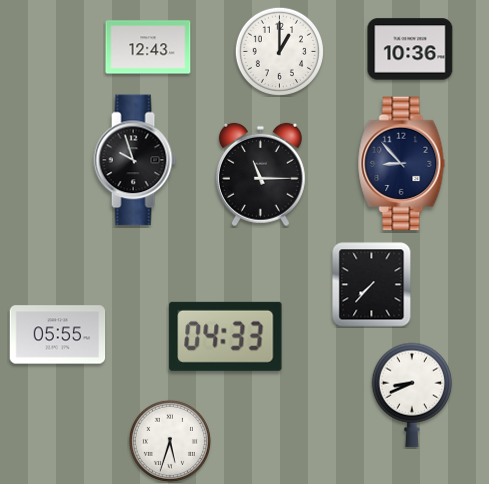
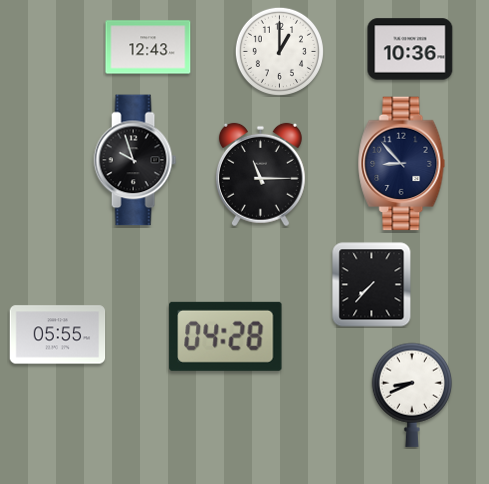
clock at (226, 336): 04:33 -> 04:28
clock at (170, 441): 5:33 -> none
